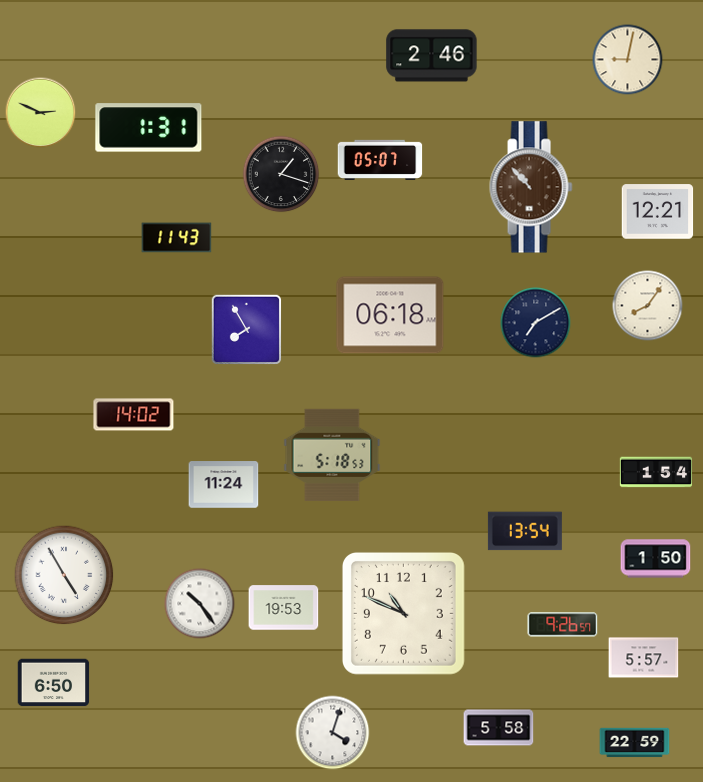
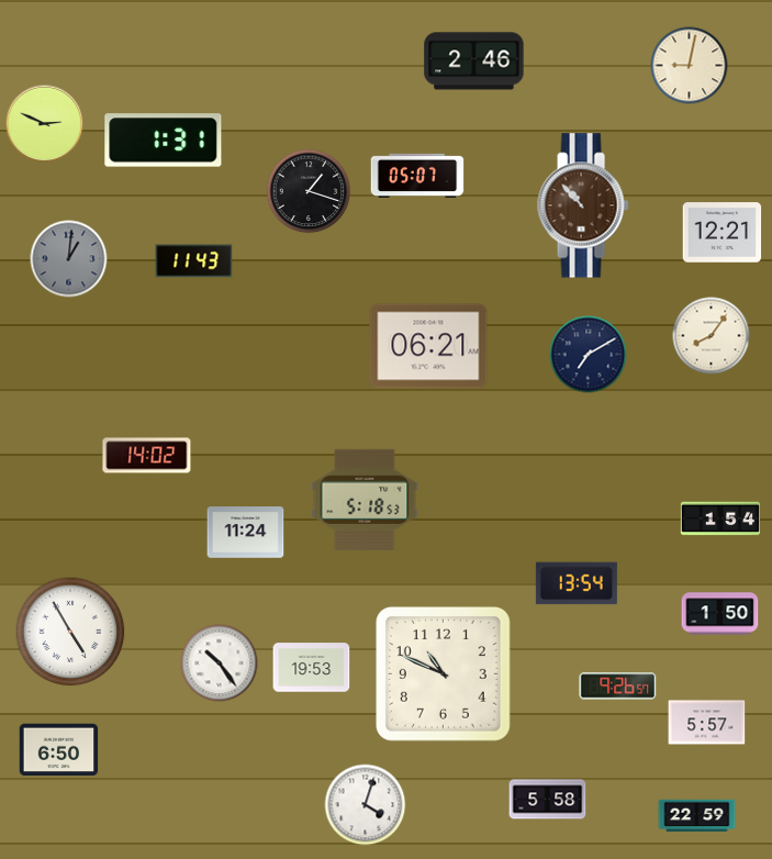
clock at (69, 259): none -> 1:01
clock at (390, 315): 06:18 -> 06:21
clock at (246, 329): 7:55 -> none
